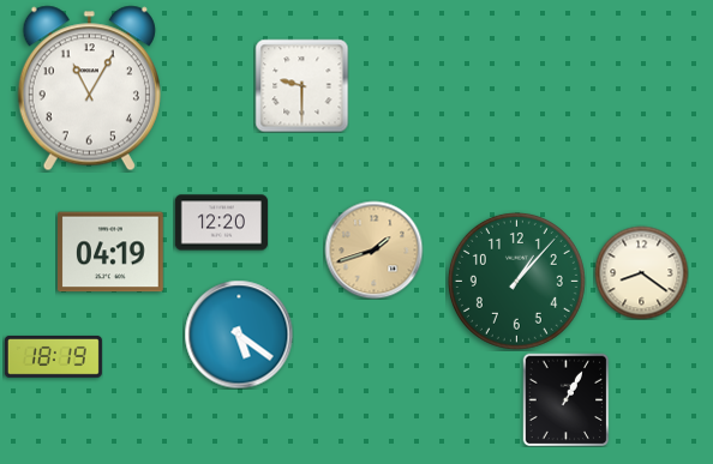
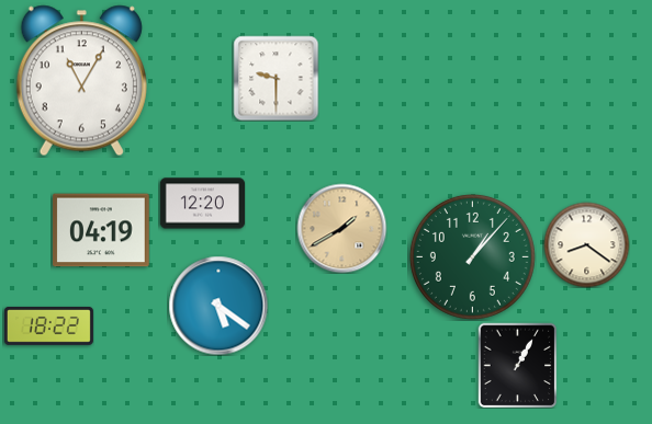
clock at (373, 249): 1:42 -> 1:40
clock at (641, 272) position: (641, 272) -> (586, 244)
clock at (53, 357): 18:19 -> 18:22
